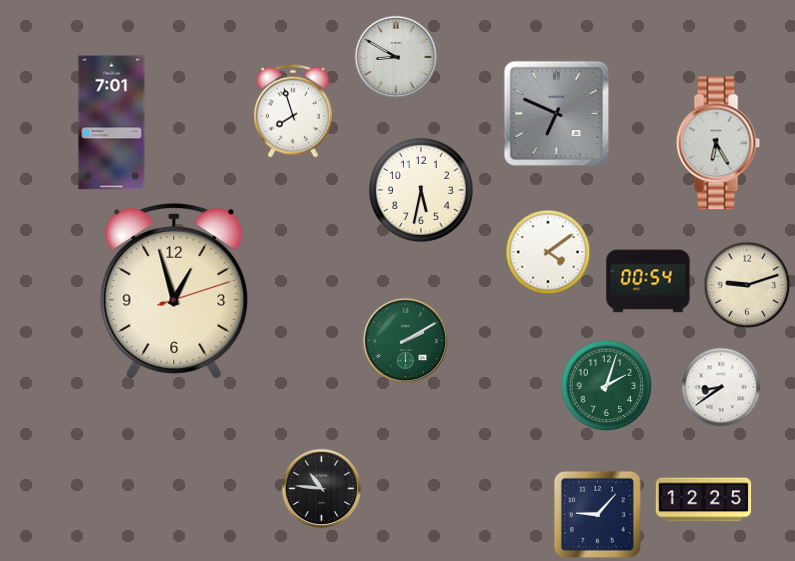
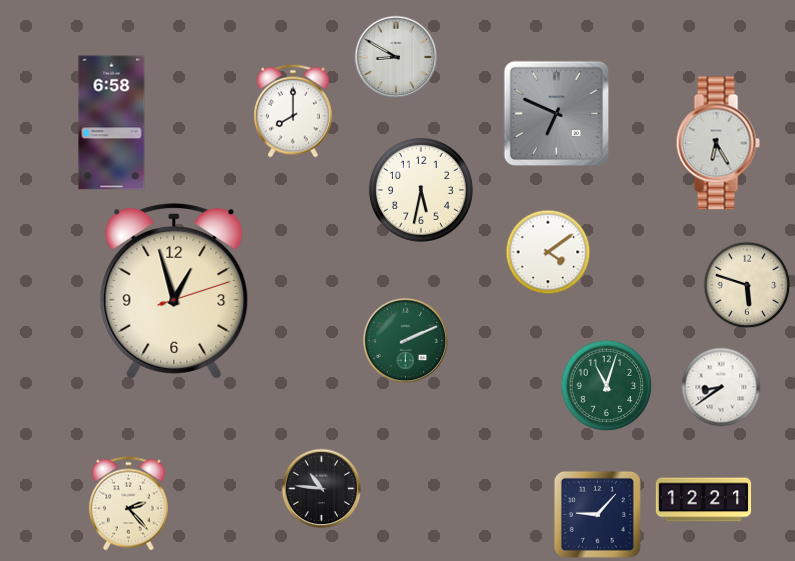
clock at (293, 111): 7:57 -> 8:00
clock at (112, 123): 7:01 -> 6:58
clock at (648, 281): 00:54 -> none
clock at (747, 285): 9:12 -> 5:48
clock at (406, 341): 2:10 -> 2:11
clock at (607, 386): 2:03 -> 11:03
clock at (704, 500): 12:25 -> 12:21
clock at (128, 504): none -> 2:23
